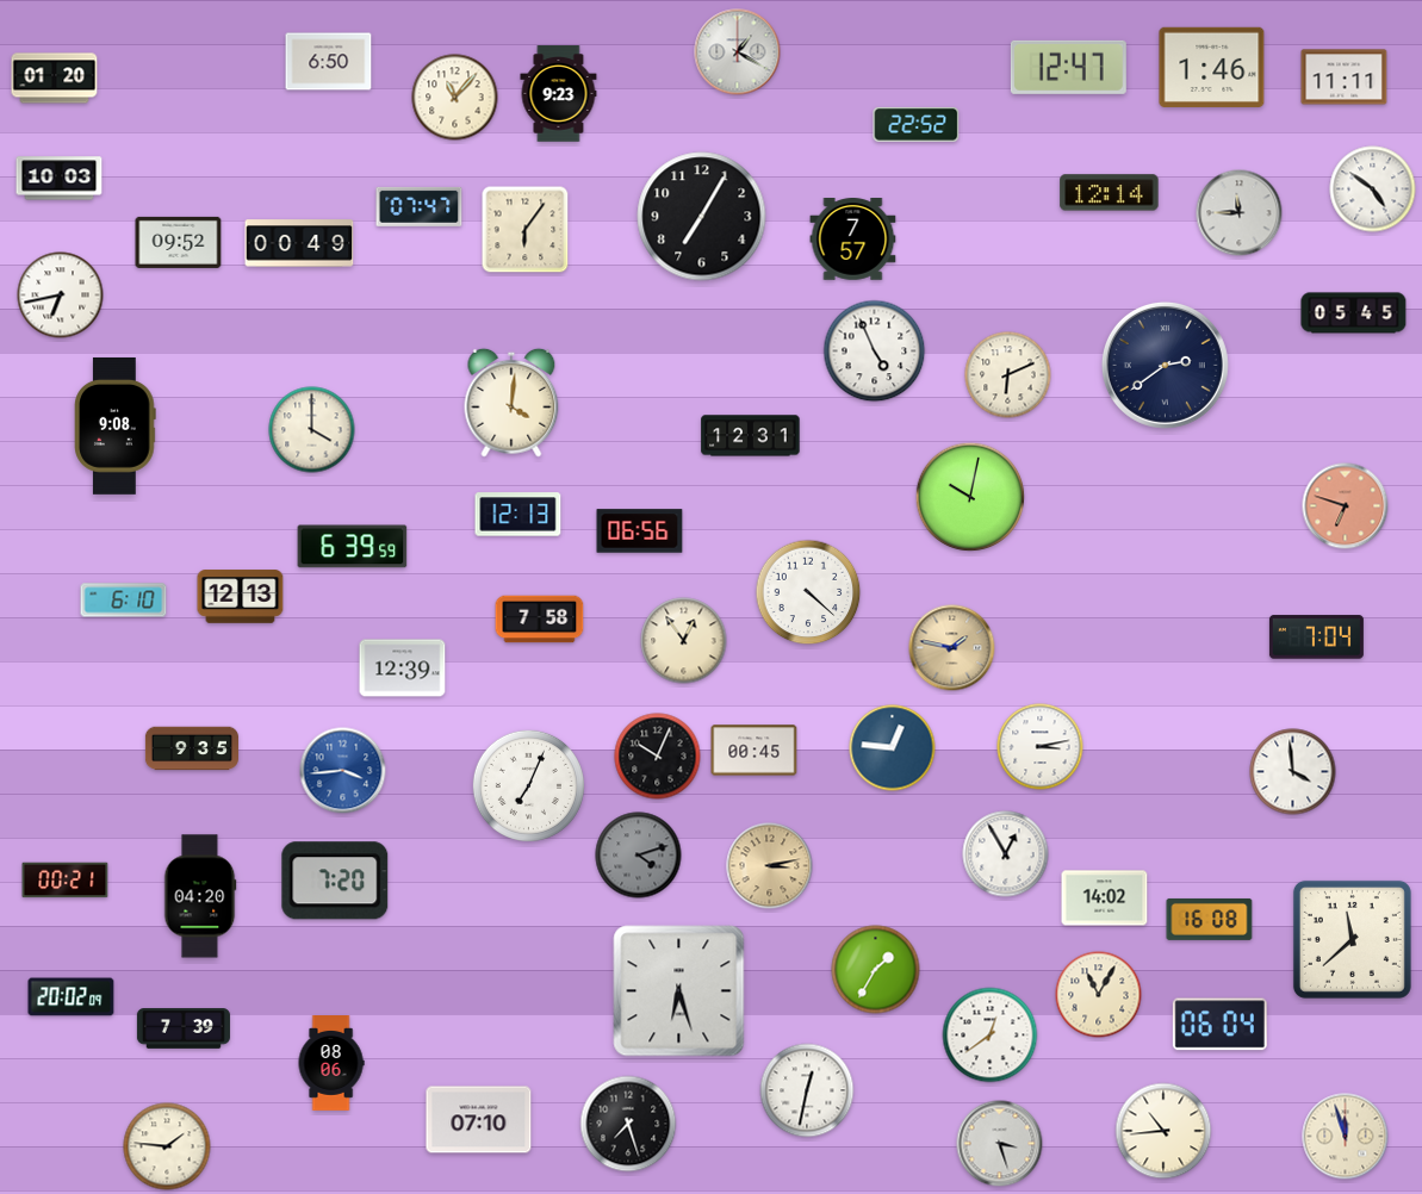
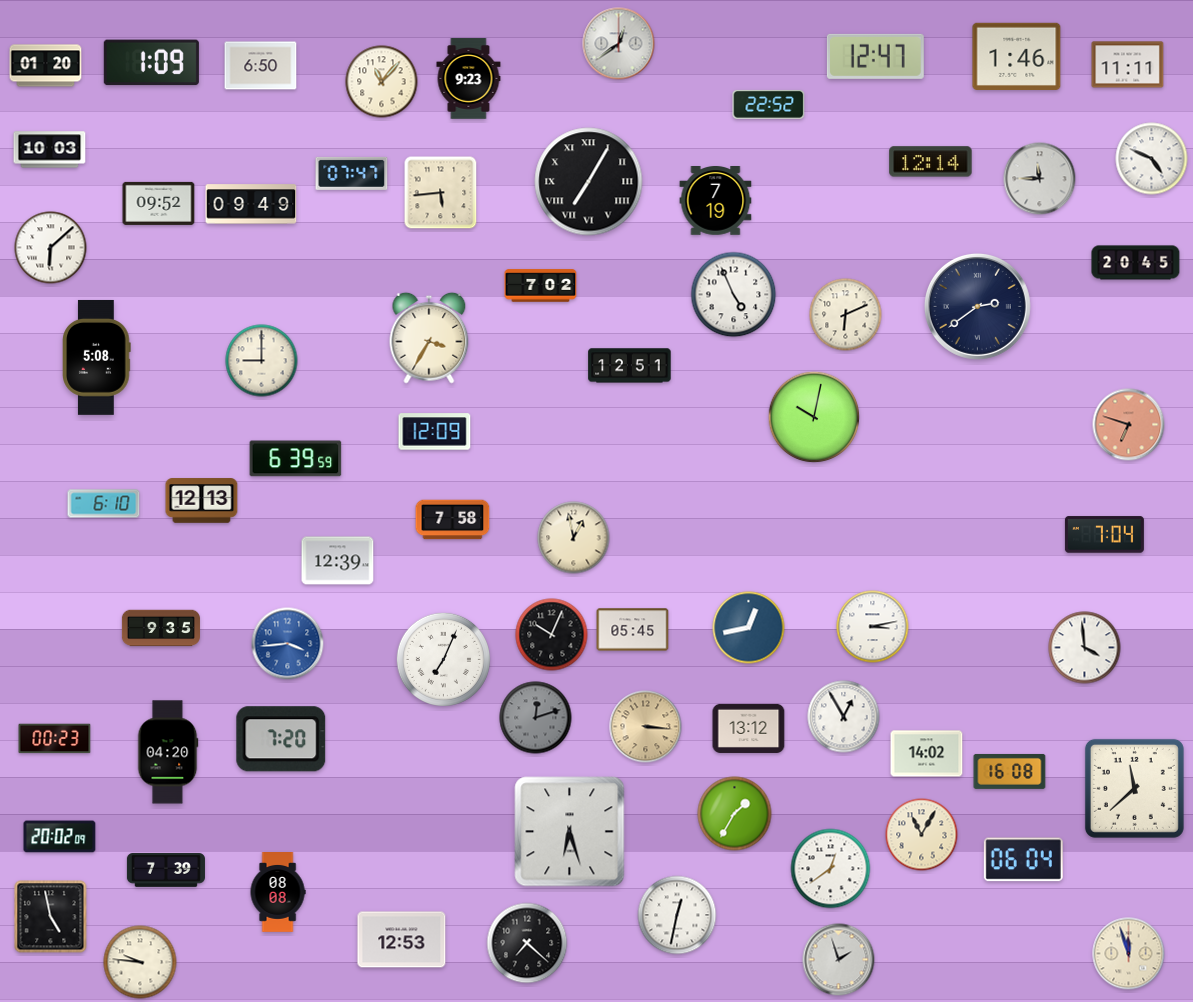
clock at (738, 52): 1:20 -> 12:39
clock at (329, 62) position: (329, 62) -> (261, 66)
clock at (1068, 67) position: (1068, 67) -> (875, 56)
clock at (151, 63): none -> 1:09
clock at (1373, 189): 4:51 -> 4:49
clock at (702, 217) numerals: Arabic -> Roman
clock at (526, 230): 6:06 -> 5:44
clock at (853, 240): 7:57 -> 7:19
clock at (179, 242) position: (179, 242) -> (159, 203)
clock at (299, 243): 00:49 -> 09:49
clock at (61, 296): 6:43 -> 6:08
clock at (1354, 313): 05:45 -> 20:45
clock at (541, 286): none -> 7:02
clock at (511, 403): 4:01 -> 3:35
clock at (116, 425): 9:08 -> 5:08
clock at (312, 430): 4:00 -> 9:00
clock at (751, 436): 12:31 -> 12:51
clock at (518, 515): 12:13 -> 12:09
clock at (640, 531): 06:56 -> none
clock at (808, 592): 4:22 -> none
clock at (684, 641): 12:54 -> 12:58
clock at (952, 648): 1:47 -> none
clock at (893, 748): 12:46 -> 12:43
clock at (755, 751): 00:45 -> 05:45
clock at (343, 771) position: (343, 771) -> (288, 644)
clock at (639, 856): 4:12 -> 12:12
clock at (770, 866): 3:13 -> 3:16
clock at (749, 728): none -> 13:12
clock at (66, 881): 00:21 -> 00:23
clock at (1210, 919) position: (1210, 919) -> (1010, 771)
clock at (184, 1028) position: (184, 1028) -> (166, 870)
clock at (331, 1064): 08:06 -> 08:08
clock at (51, 917): none -> 4:58
clock at (479, 1120): 07:10 -> 12:53
clock at (628, 1124): 7:27 -> 7:22
clock at (1163, 1131): 10:44 -> none
clock at (1000, 1144): 3:27 -> 1:57
clock at (167, 1146): 1:46 -> 9:46
